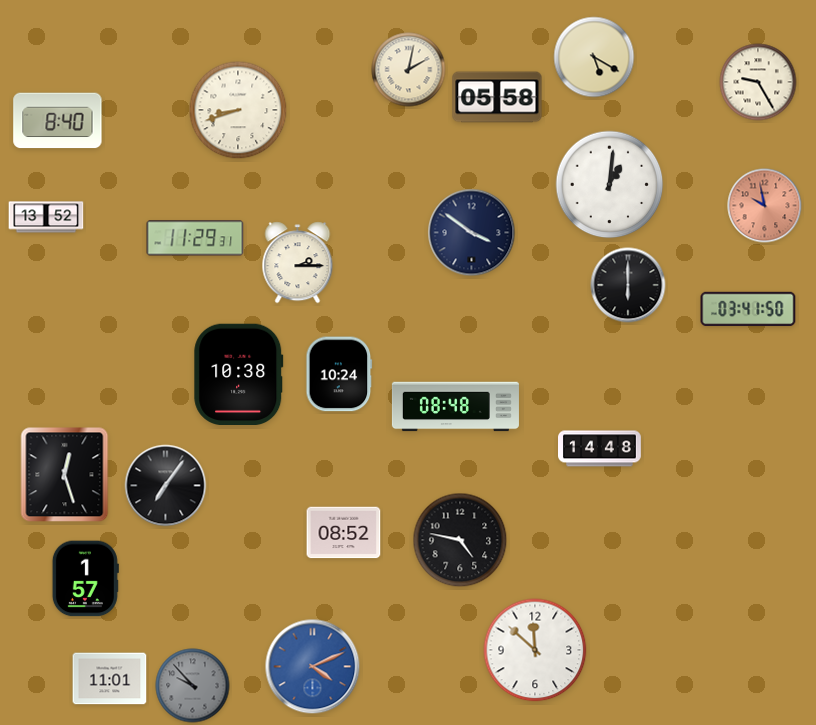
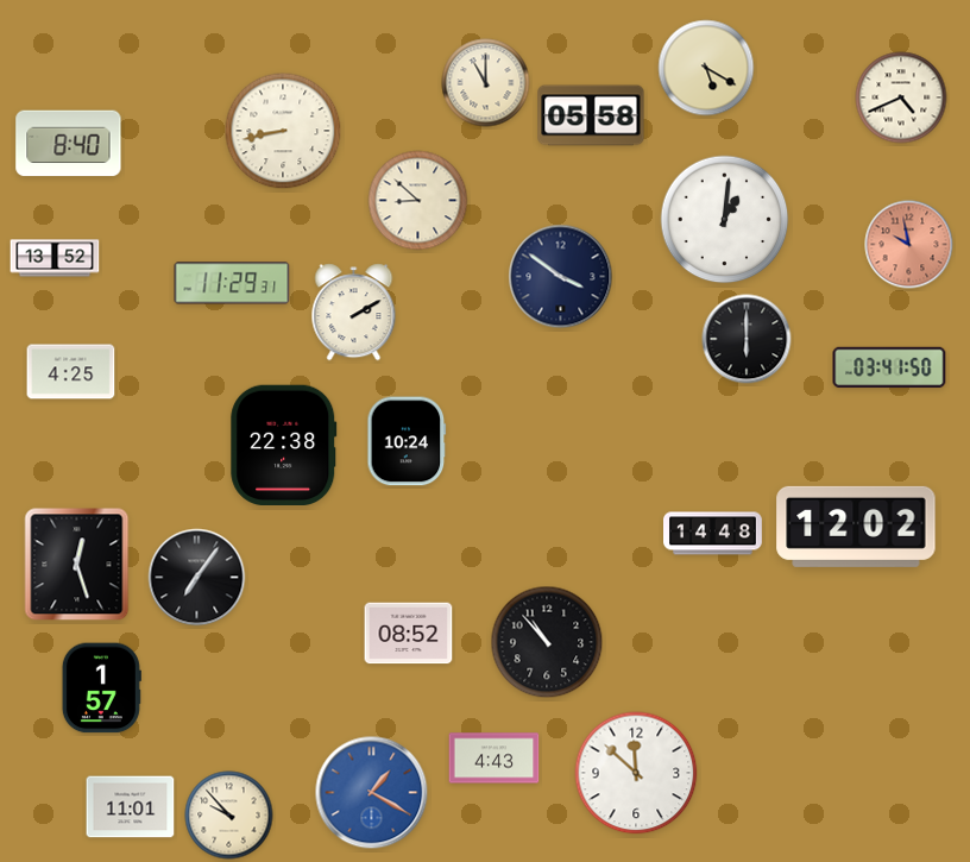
clock at (409, 70): 2:02 -> 11:00
clock at (758, 82): 9:25 -> 4:41
clock at (238, 110): 8:42 -> 8:43
clock at (418, 201): none -> 8:52
clock at (298, 263): 2:15 -> 2:10
clock at (71, 372): none -> 4:25
clock at (239, 374): 10:38 -> 22:38
clock at (339, 374) position: (339, 374) -> (407, 441)
clock at (455, 407): 08:48 -> none
clock at (856, 527): none -> 12:02
clock at (460, 540): 4:47 -> 10:53
clock at (495, 759): none -> 4:43
clock at (313, 667): 4:11 -> 1:20
clock at (193, 686) dial: grey -> cream
